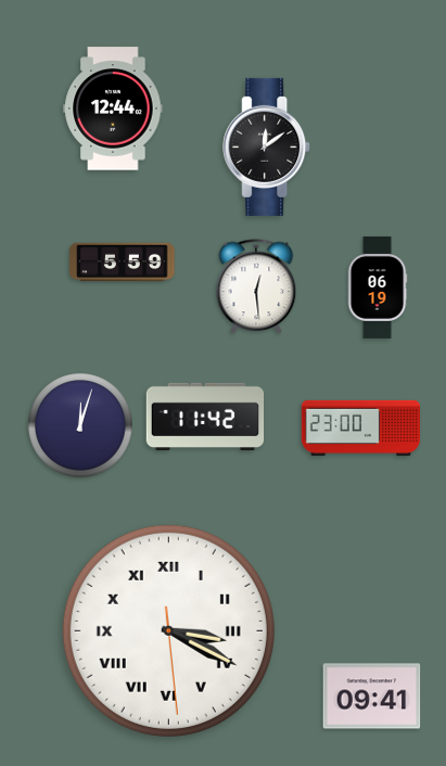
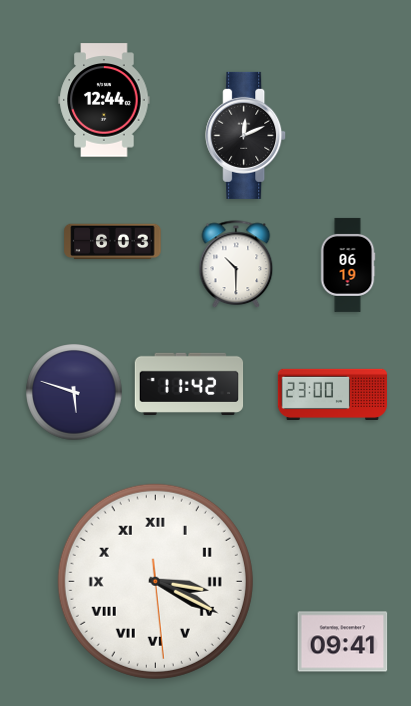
clock at (267, 146): 12:09 -> 12:11
clock at (123, 263): 5:59 -> 6:03
clock at (256, 288): 12:29 -> 10:30
clock at (80, 425): 12:03 -> 5:48
